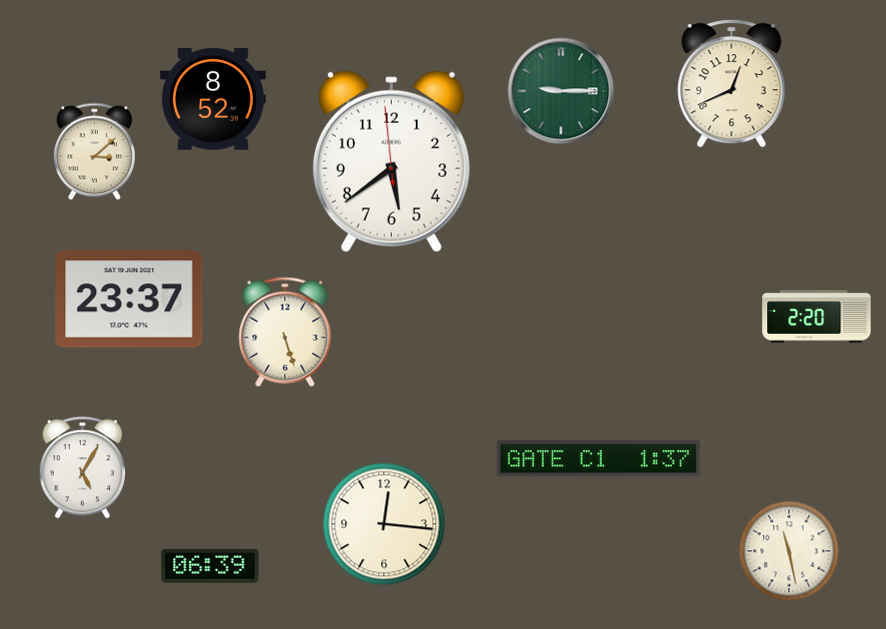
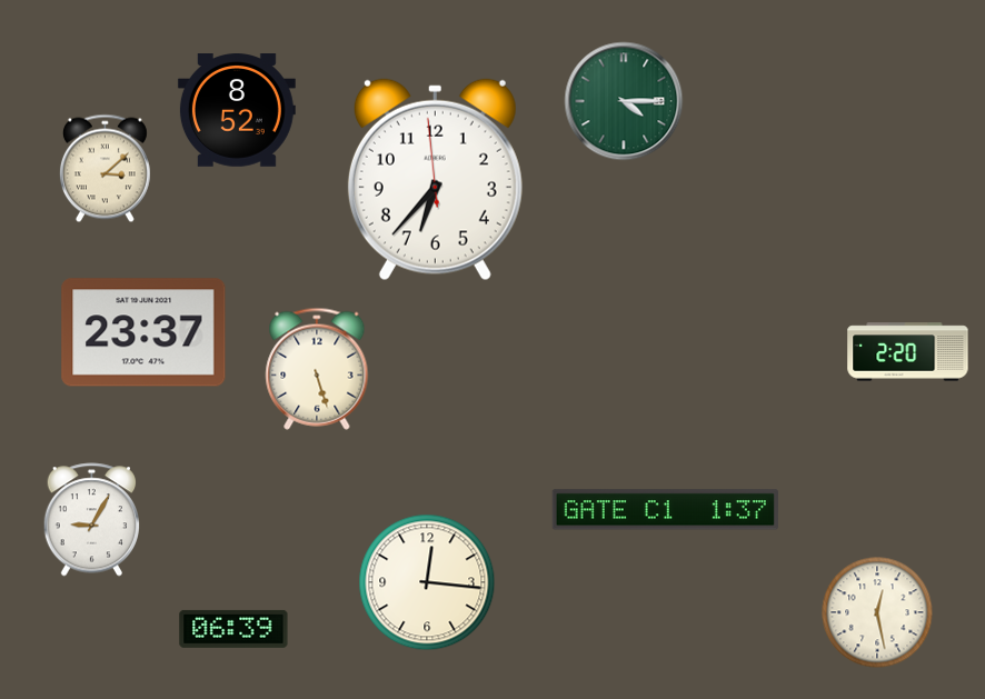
clock at (732, 84): 12:41 -> none
clock at (561, 91): 9:15 -> 4:15
clock at (391, 162): 5:38 -> 6:36
clock at (82, 468): 5:05 -> 9:05
clock at (789, 551): 11:28 -> 12:28
